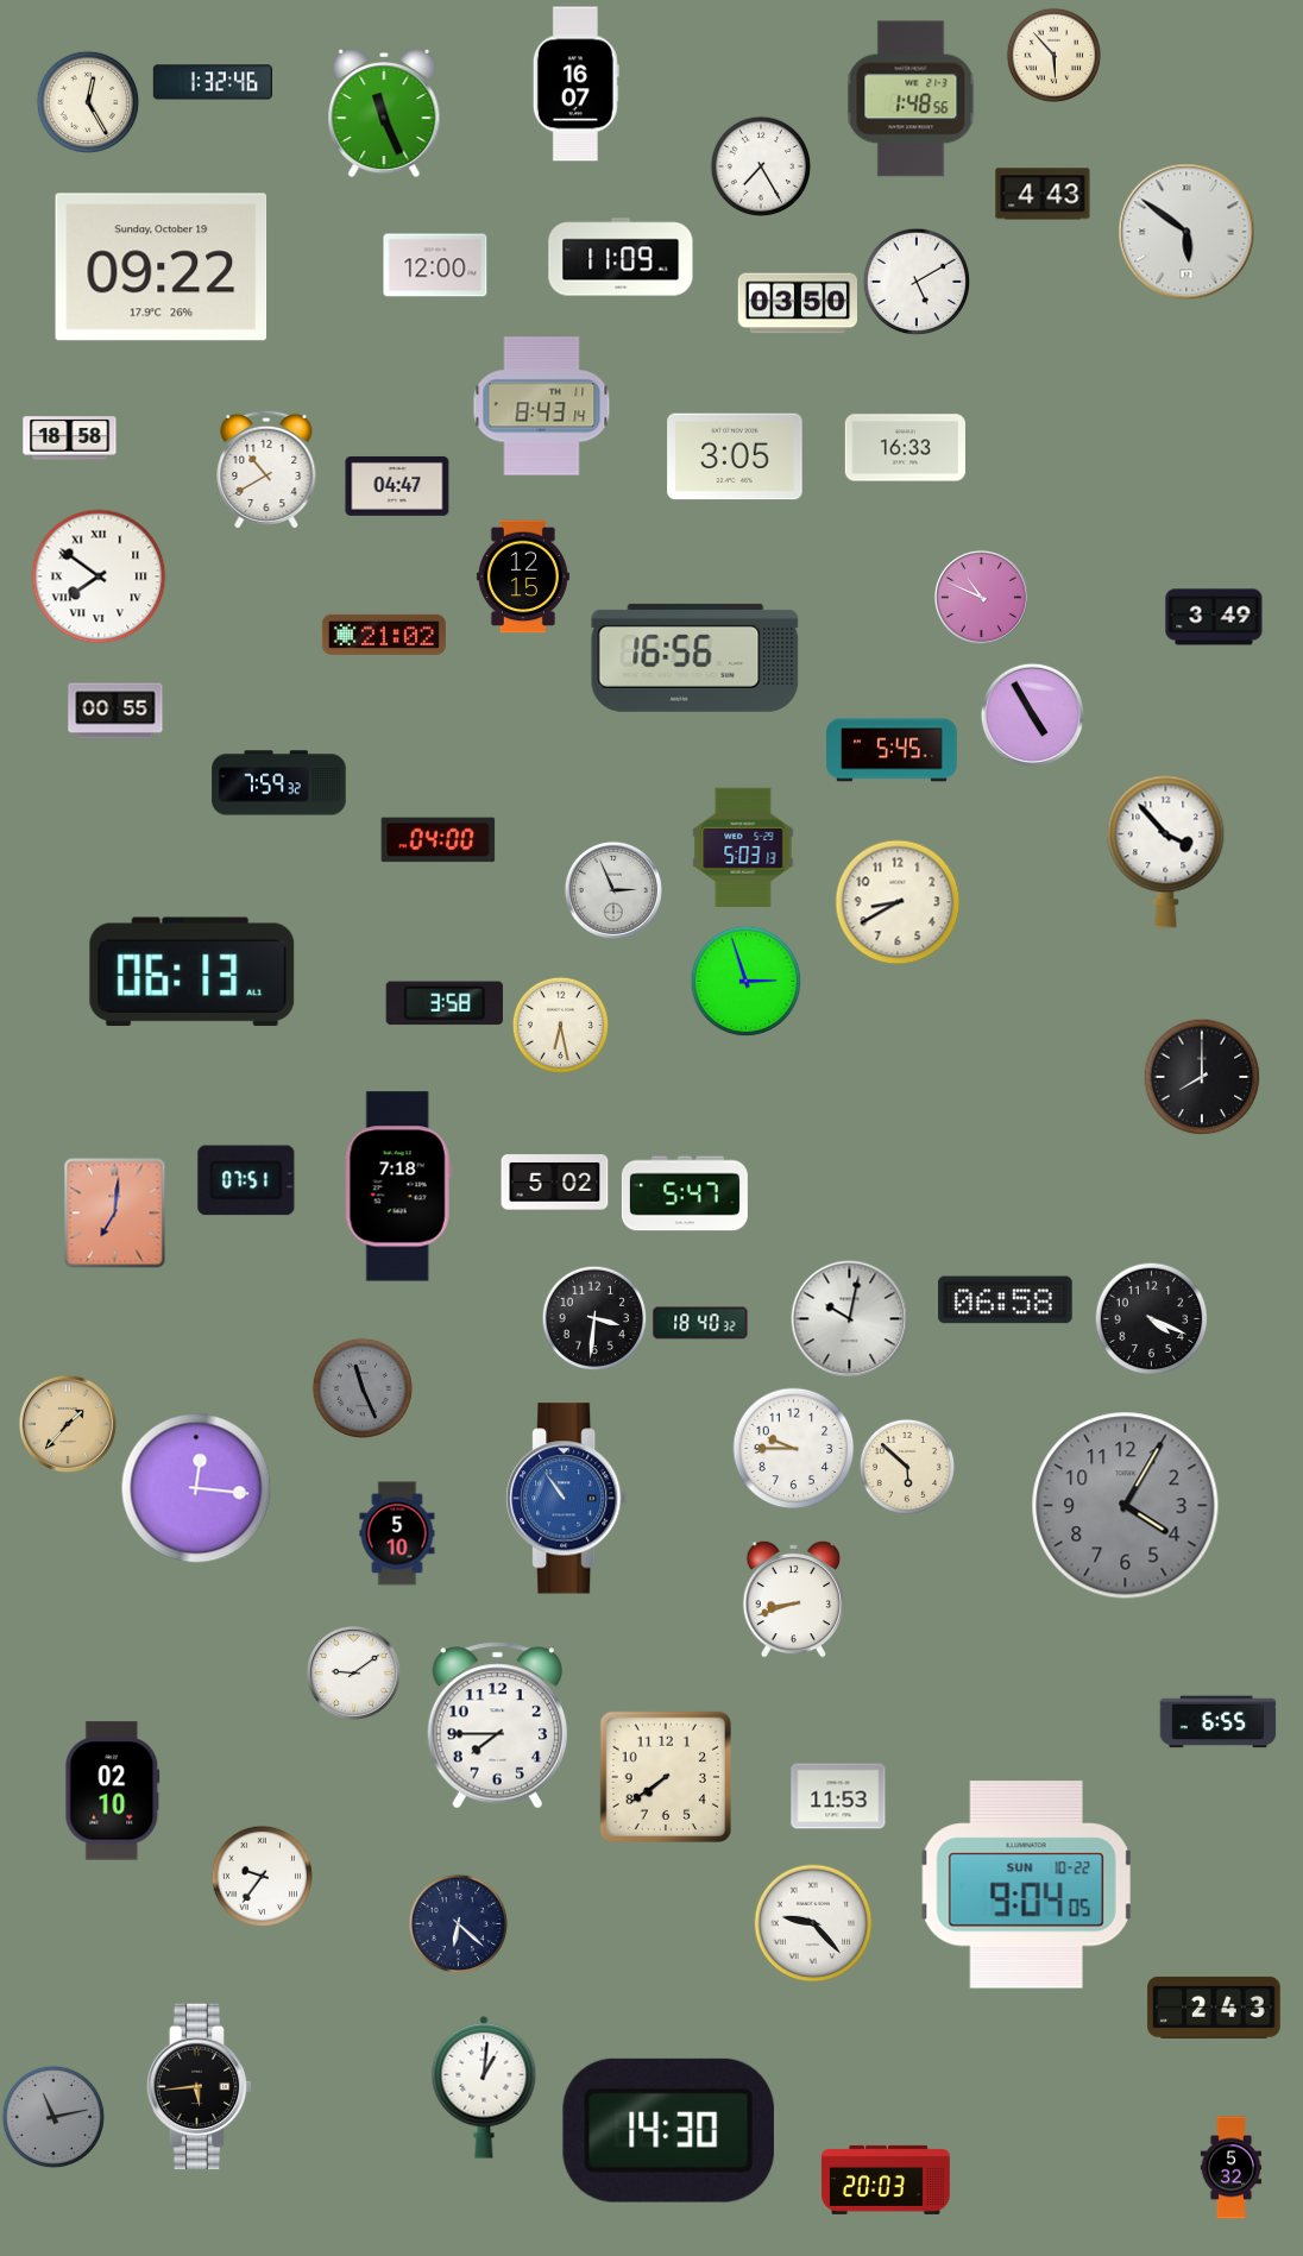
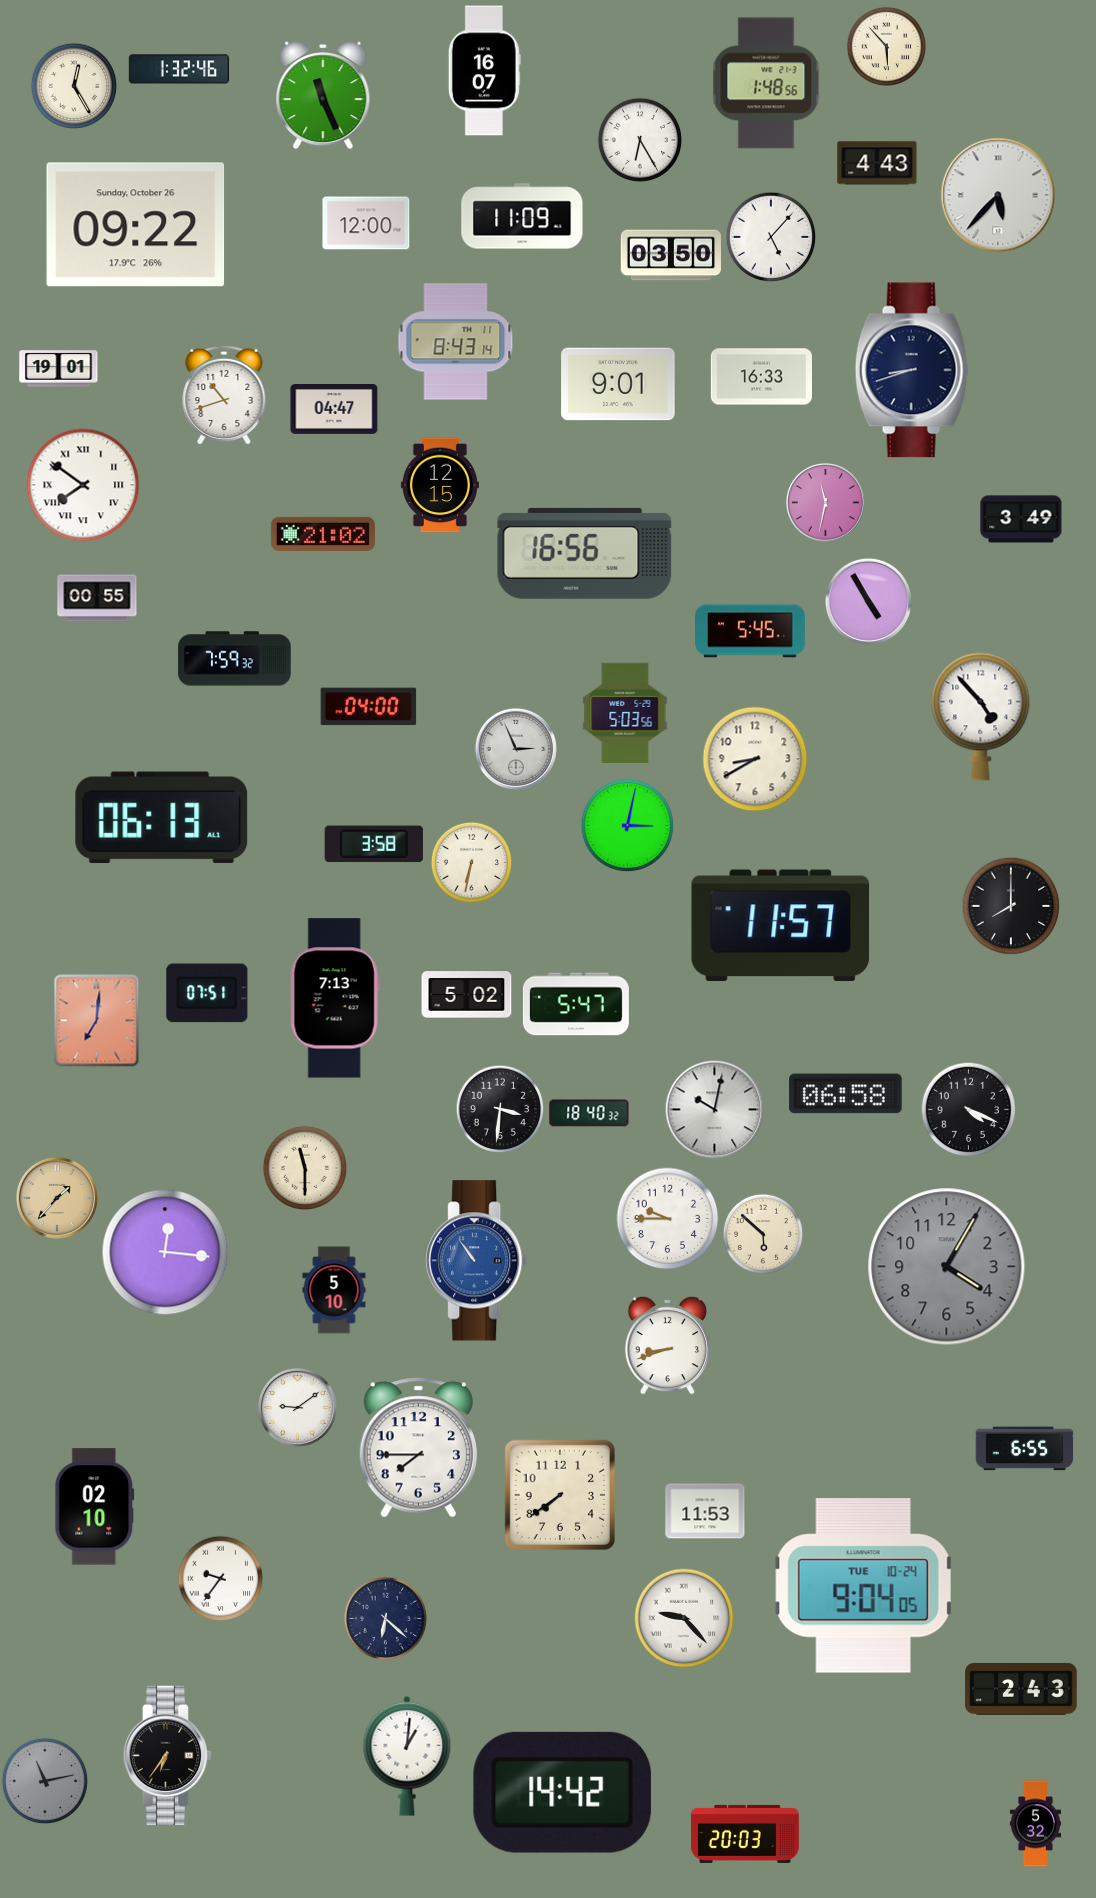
clock at (760, 165): 7:25 -> 6:25
clock at (1186, 232): 5:51 -> 5:37
clock at (162, 267) date: Sunday, October 19 -> Sunday, October 26
clock at (917, 282): 5:10 -> 5:07
clock at (70, 439): 18:58 -> 19:01
clock at (912, 370): none -> 8:42
clock at (735, 456): 3:05 -> 9:01
clock at (266, 470): 10:40 -> 10:42
clock at (981, 597): 10:49 -> 11:32
clock at (743, 847): 5:03:13 -> 5:03:56
clock at (1166, 851): 3:53 -> 4:53
clock at (745, 981): 2:57 -> 3:02
clock at (560, 1025): 6:28 -> 6:32
clock at (781, 926): none -> 11:57
clock at (398, 1186): 7:18 -> 7:13
clock at (361, 1387): 11:26 -> 11:30
clock at (361, 1387) dial: grey -> cream
clock at (497, 1726) position: (497, 1726) -> (418, 1448)
clock at (1027, 1885) date: SUN 10-22 -> TUE 10-24
clock at (200, 2087): 5:44 -> 6:36
clock at (668, 2130): 14:30 -> 14:42
